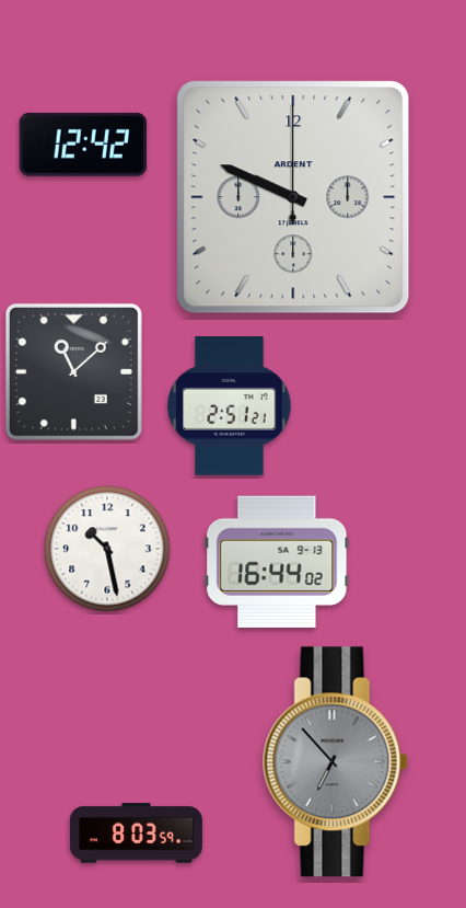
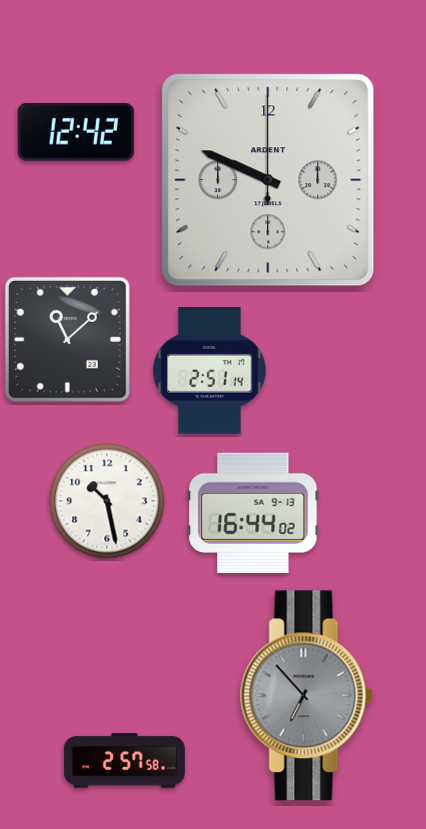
clock at (230, 406): 2:51:21 -> 2:51:14
clock at (107, 549) position: (107, 549) -> (107, 501)
clock at (136, 834): 8:03 -> 2:57
